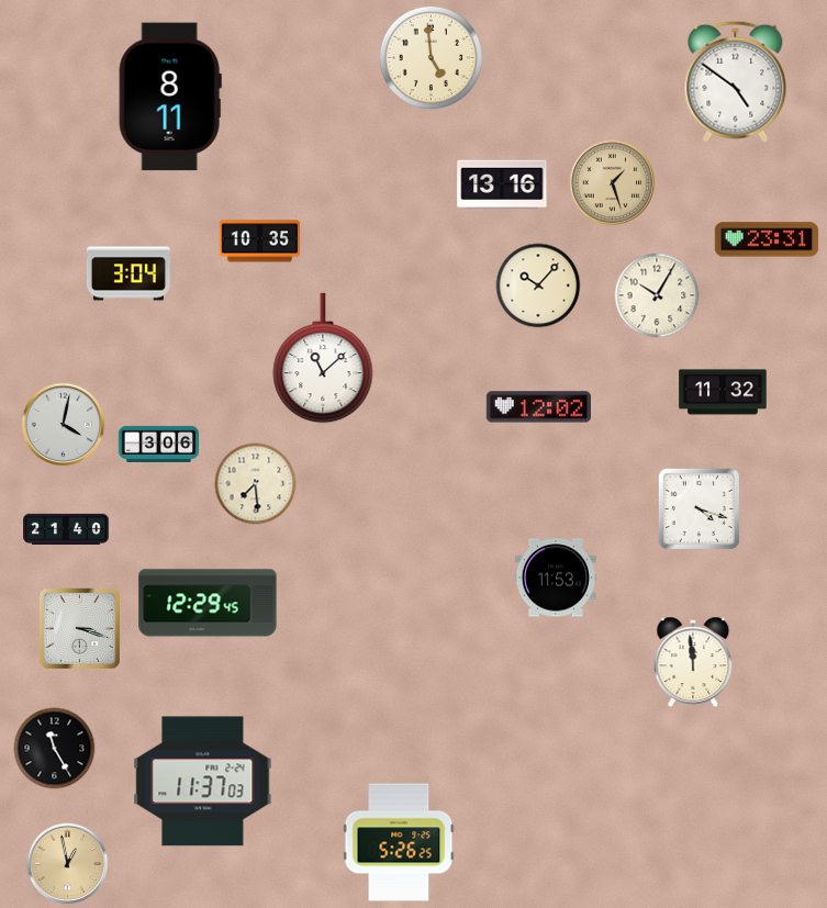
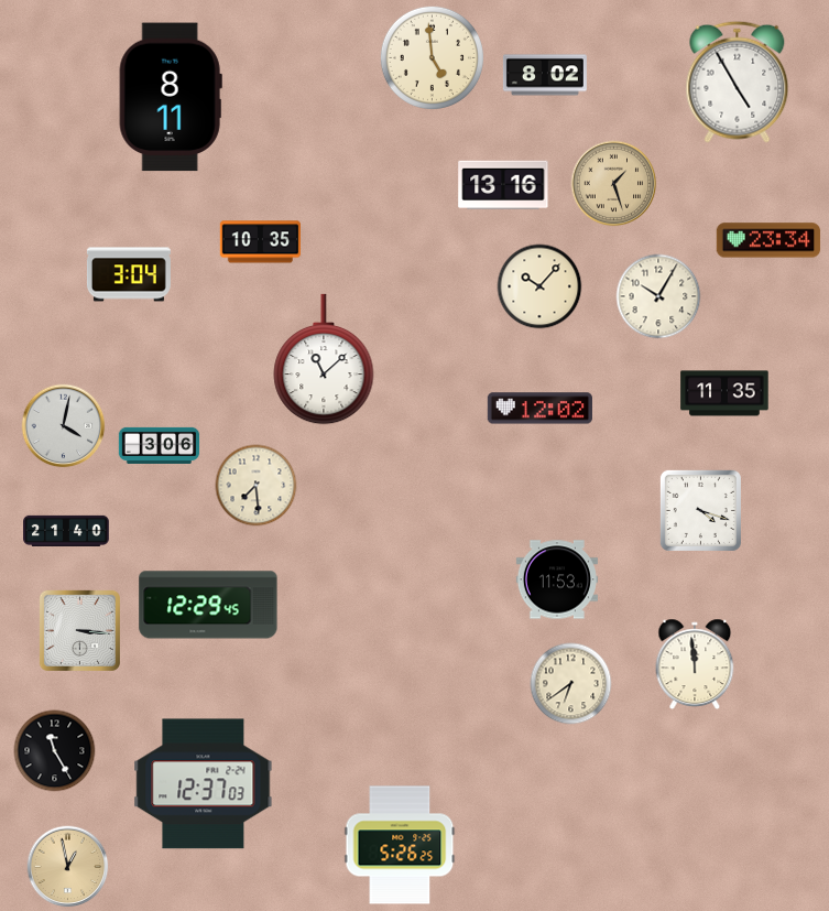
clock at (545, 75): none -> 8:02
clock at (736, 81): 4:51 -> 4:55
clock at (767, 239): 23:31 -> 23:34
clock at (723, 392): 11:32 -> 11:35
clock at (79, 628): 3:18 -> 3:16
clock at (571, 684): none -> 6:39
clock at (203, 782): 11:37 -> 12:37
